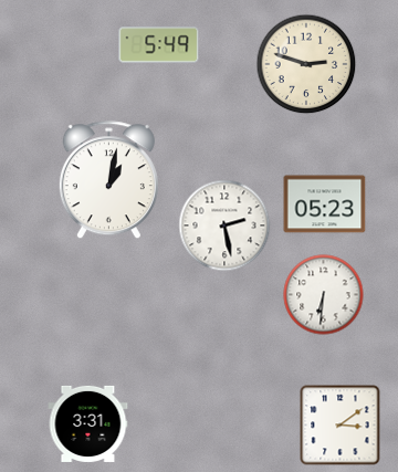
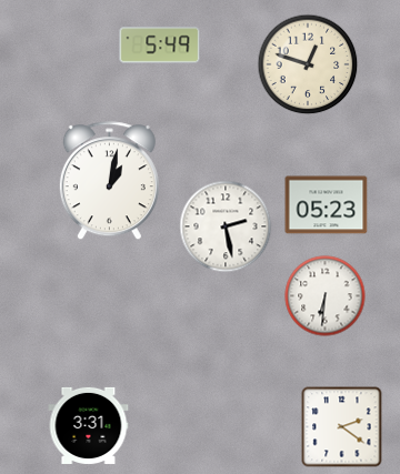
clock at (306, 64): 2:48 -> 12:48
clock at (341, 426): 3:09 -> 2:21
